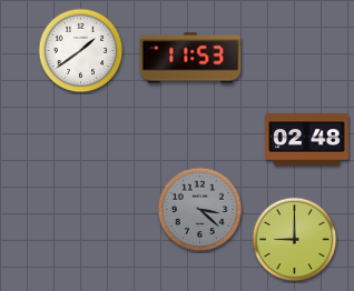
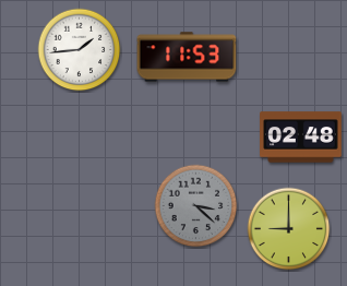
clock at (81, 51): 1:39 -> 1:44
clock at (295, 240) position: (295, 240) -> (289, 229)
